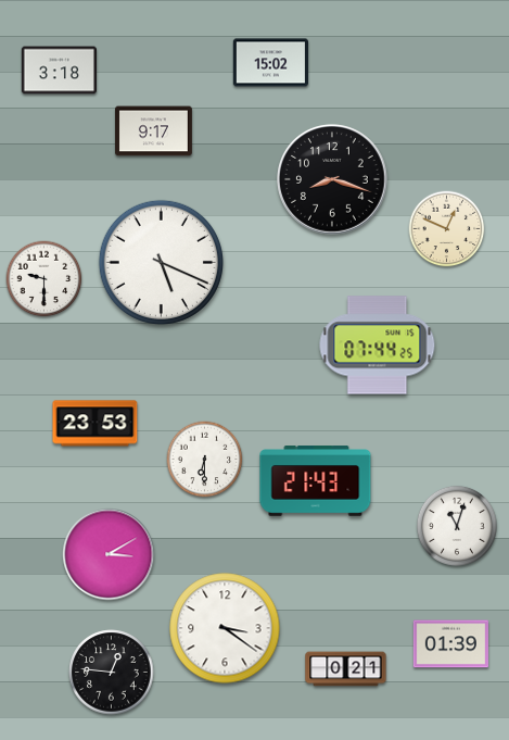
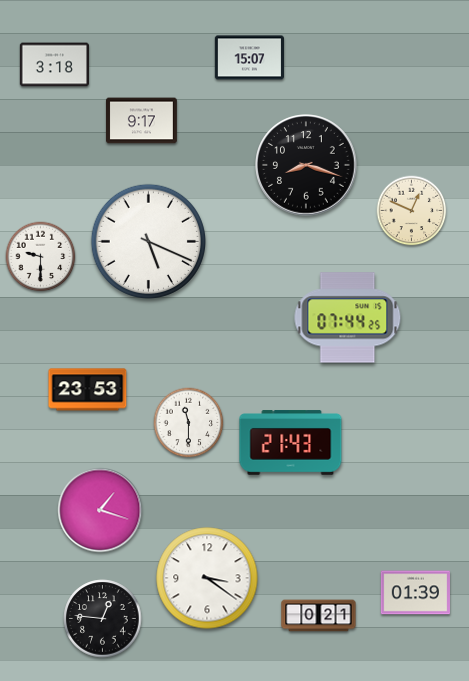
clock at (270, 63): 15:02 -> 15:07
clock at (205, 460): 6:30 -> 11:30
clock at (457, 526): 11:03 -> none
clock at (109, 554): 3:10 -> 1:18
